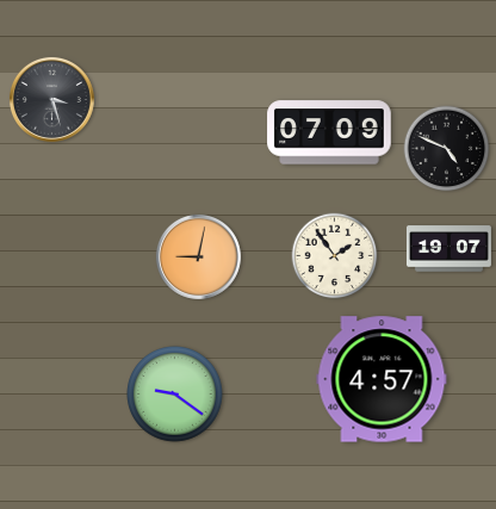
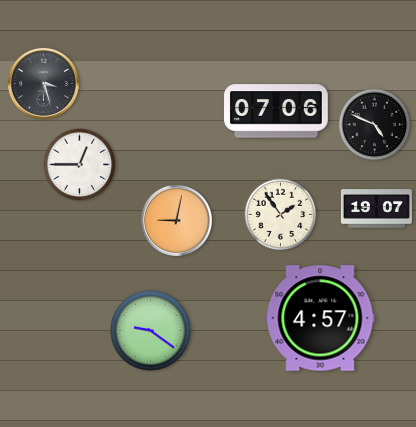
clock at (329, 132): 07:09 -> 07:06
clock at (80, 165): none -> 12:45
clock at (198, 256) position: (198, 256) -> (176, 220)
clock at (175, 395) position: (175, 395) -> (151, 331)
